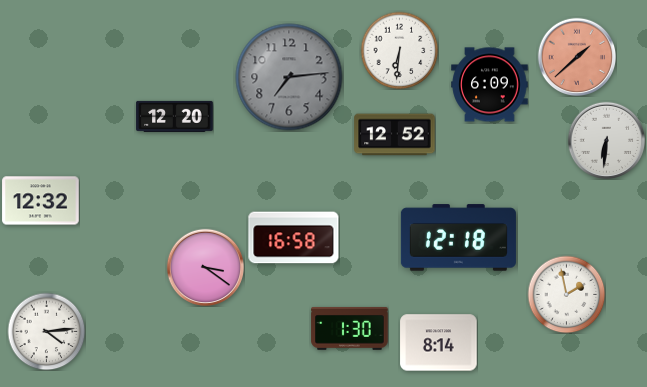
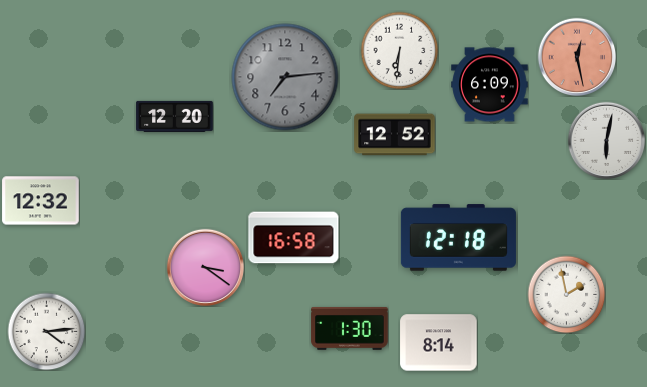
clock at (577, 57): 1:38 -> 12:28
clock at (289, 77) position: (289, 77) -> (285, 77)
clock at (606, 140): 6:31 -> 6:02
